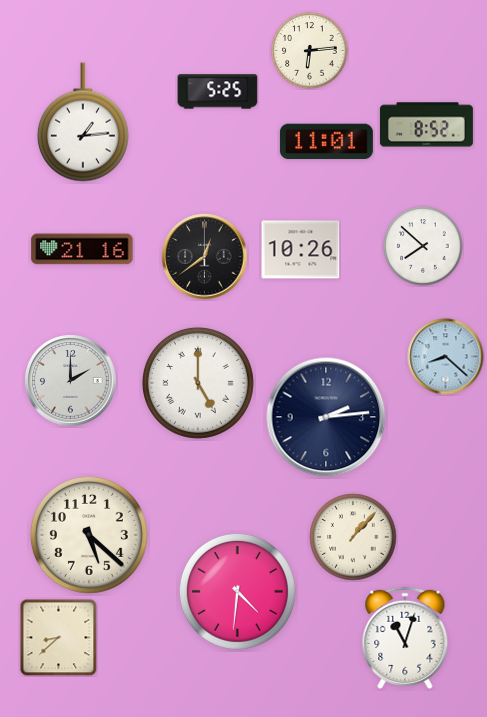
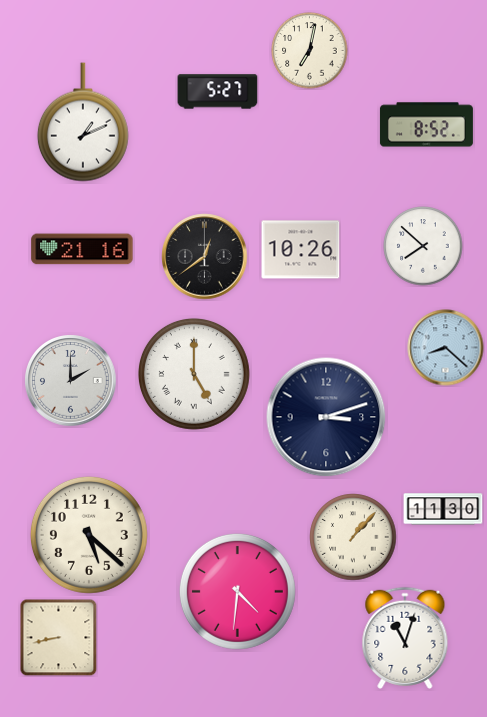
clock at (310, 51): 6:14 -> 7:02
clock at (218, 92): 5:25 -> 5:27
clock at (83, 122): 1:14 -> 1:11
clock at (326, 142): 11:01 -> none
clock at (446, 357) position: (446, 357) -> (446, 348)
clock at (198, 383) position: (198, 383) -> (194, 374)
clock at (326, 417): 2:14 -> 3:12
clock at (443, 509): none -> 11:30
clock at (58, 637): 8:38 -> 8:43
